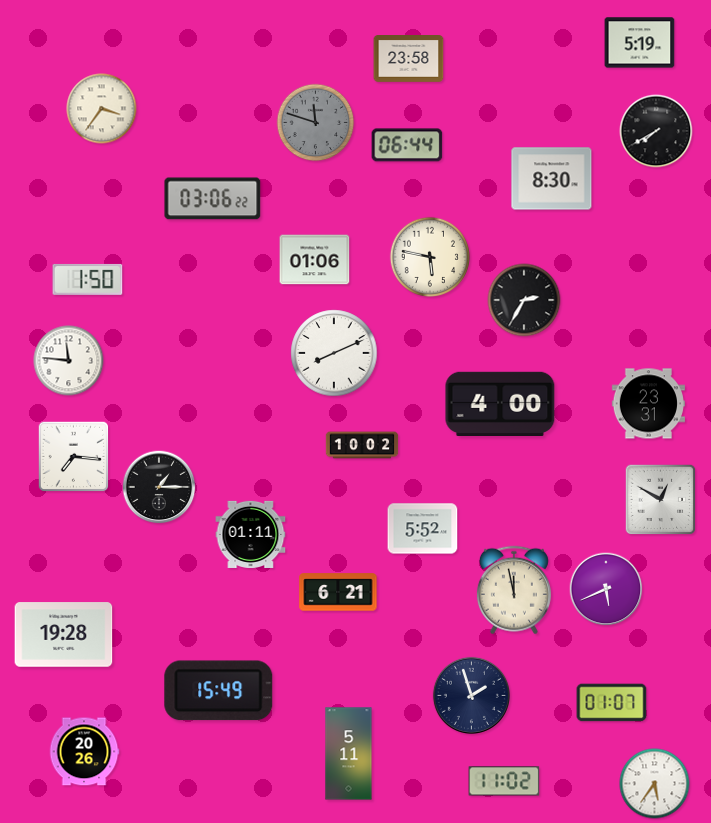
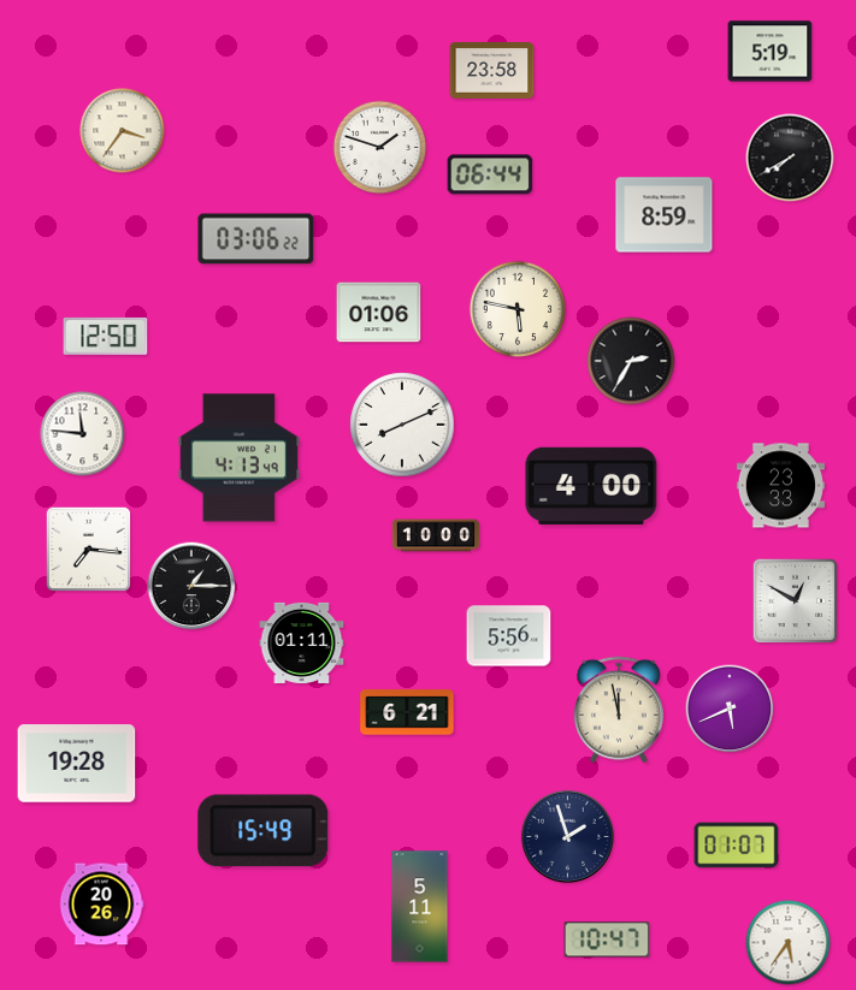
clock at (316, 123): 11:48 -> 1:48
clock at (316, 123) dial: grey -> white
clock at (552, 179): 8:30 -> 8:59
clock at (88, 279): 1:50 -> 12:50
clock at (238, 458): none -> 4:13
clock at (500, 404) position: (500, 404) -> (591, 486)
clock at (648, 404): 23:31 -> 23:33
clock at (362, 445): 10:02 -> 10:00
clock at (423, 529): 5:52 -> 5:56
clock at (504, 781): 11:02 -> 10:47
